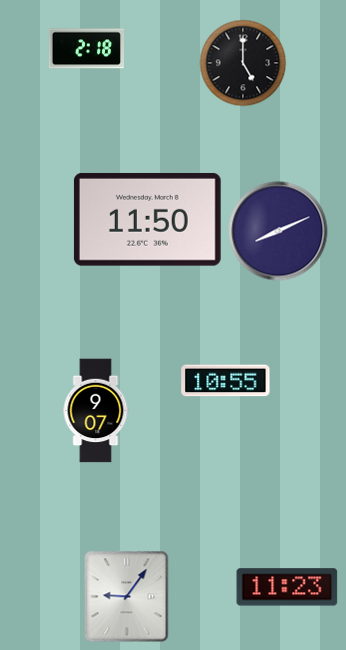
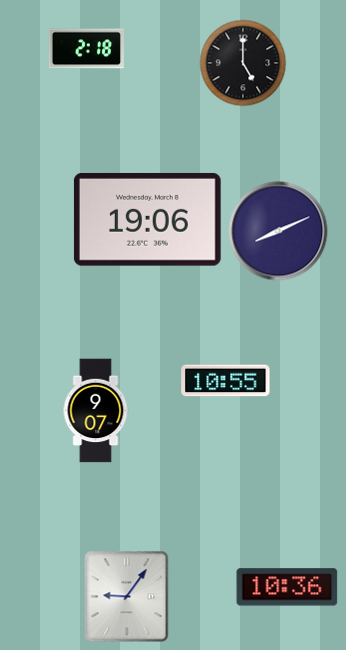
clock at (147, 219): 11:50 -> 19:06
clock at (287, 587): 11:23 -> 10:36
